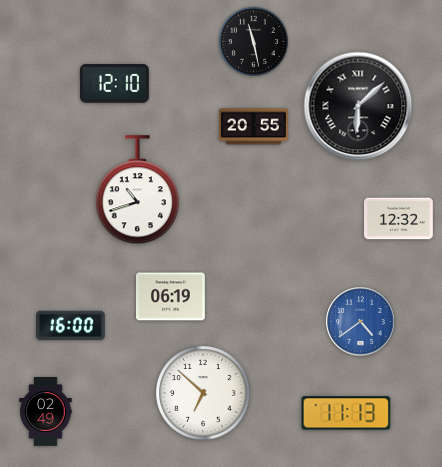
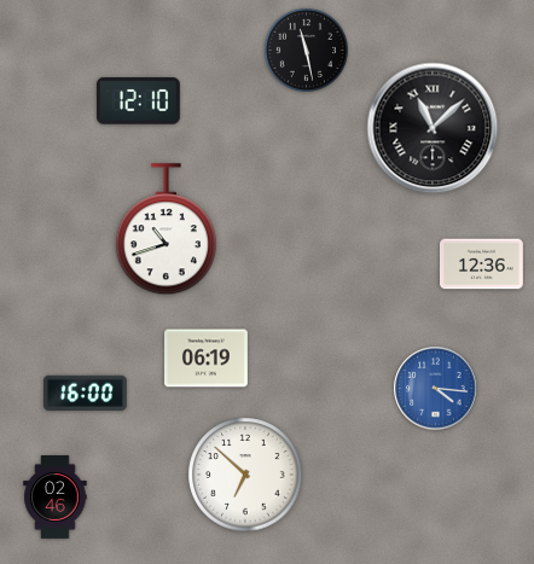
clock at (358, 106): 6:08 -> 11:08
clock at (254, 127): 20:55 -> none
clock at (399, 219): 12:32 -> 12:36
clock at (361, 322): 4:39 -> 4:16
clock at (46, 412): 02:49 -> 02:46
clock at (346, 413): 11:13 -> none
